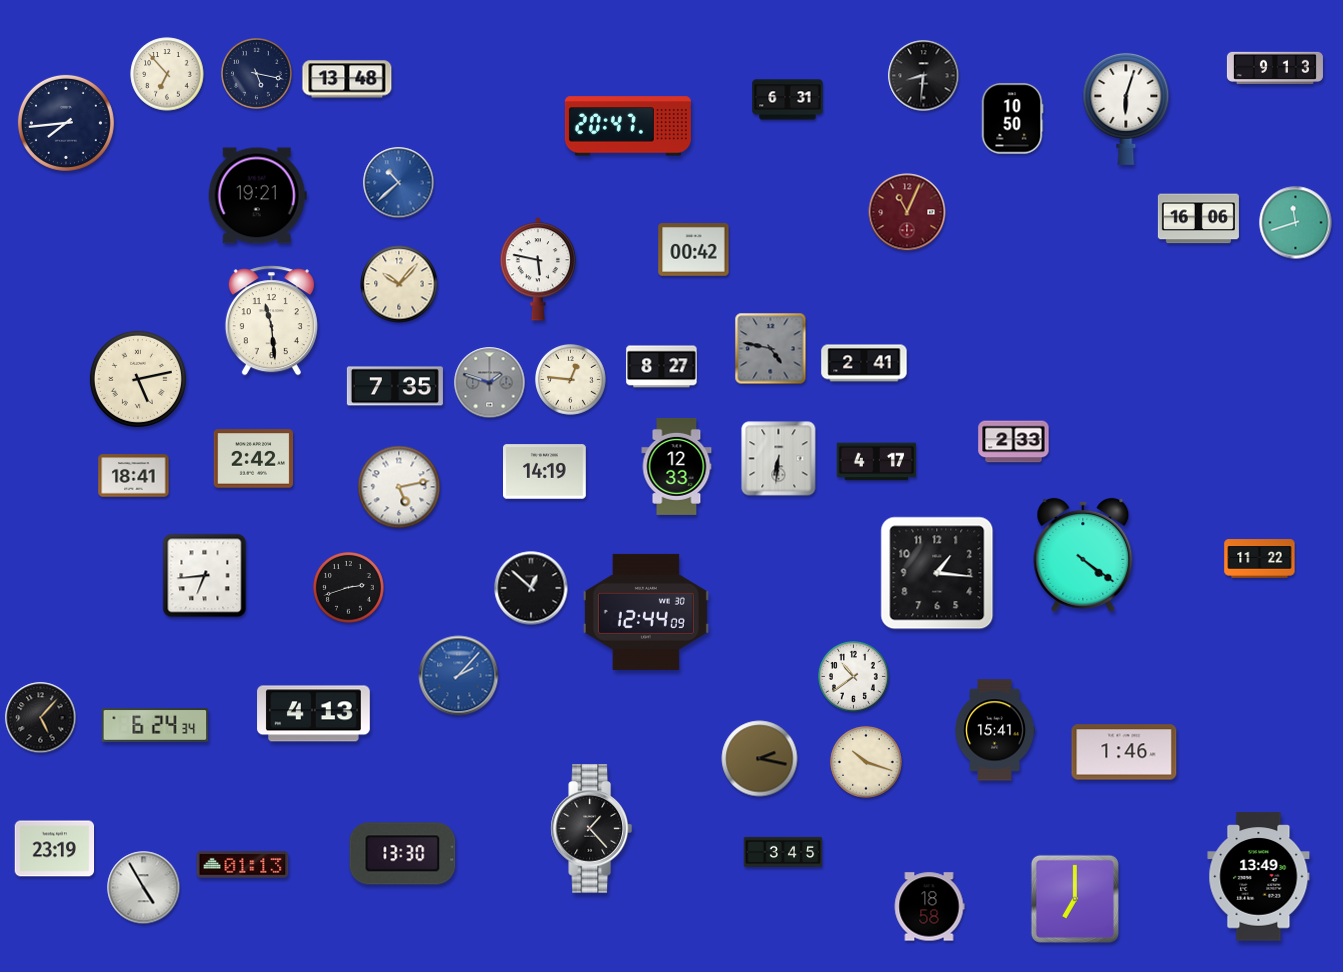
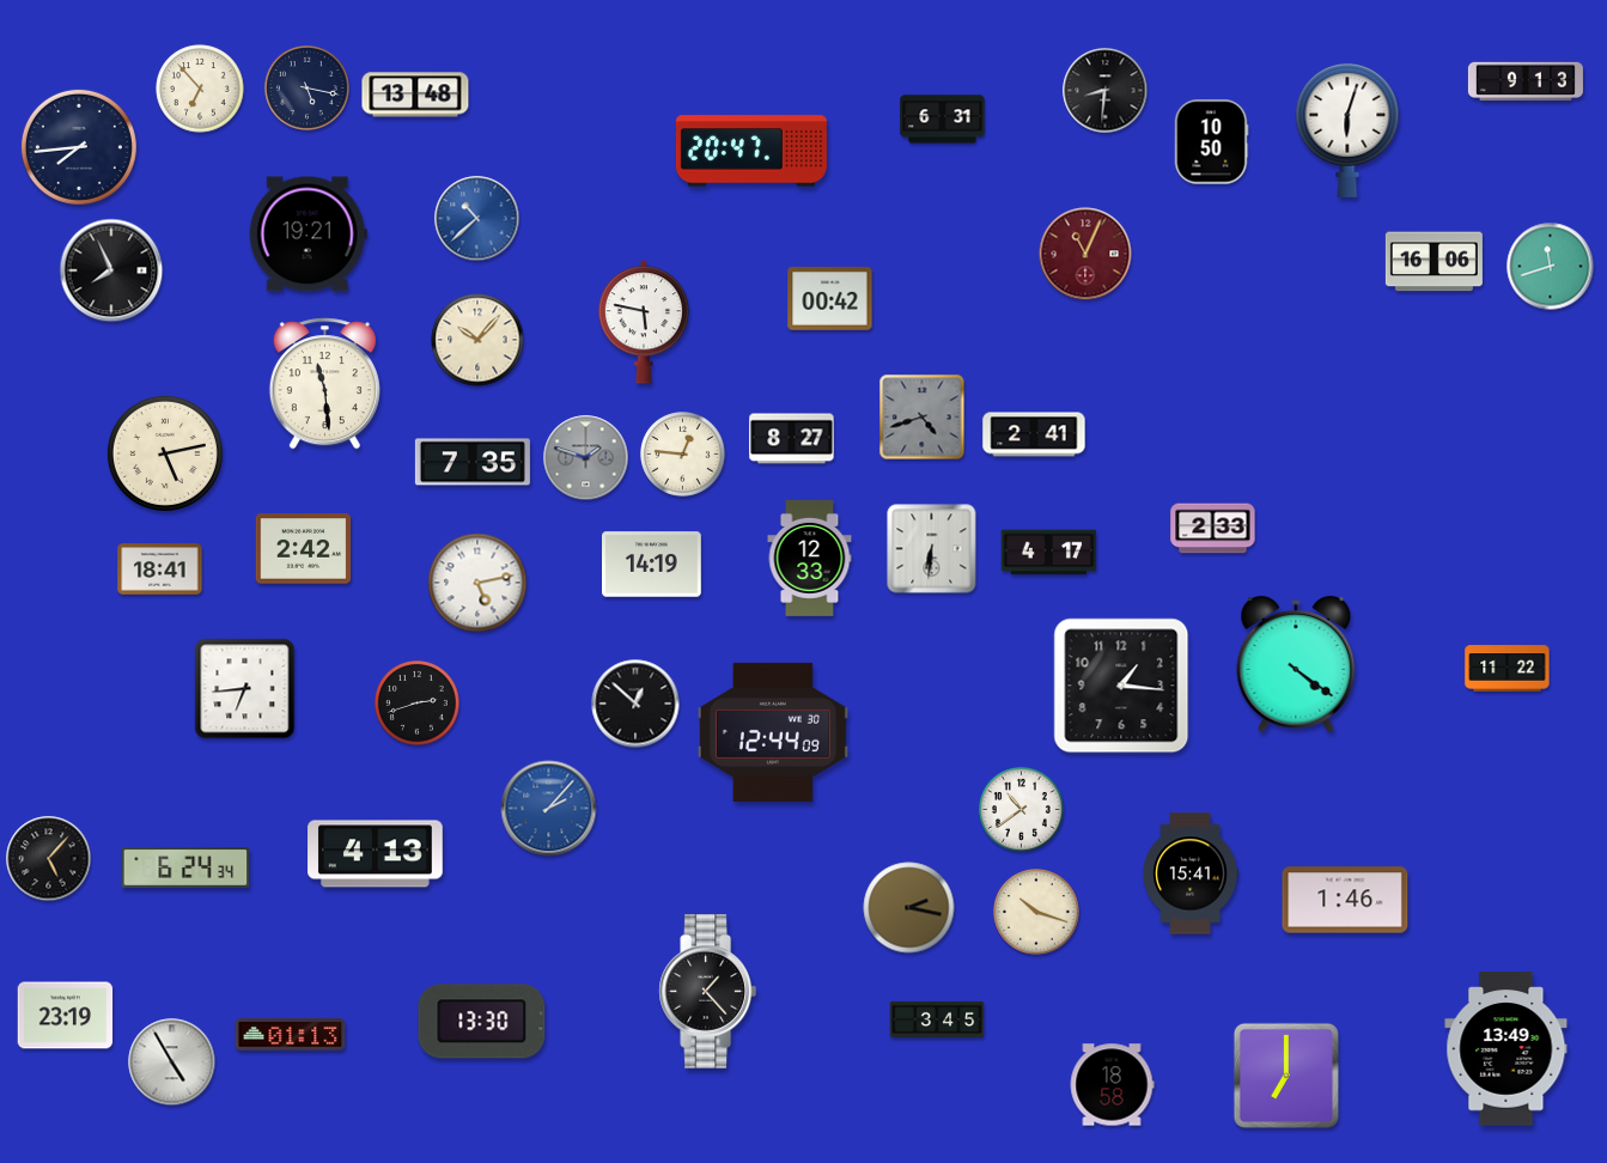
clock at (111, 270): none -> 7:56
clock at (771, 349): 4:47 -> 4:42
